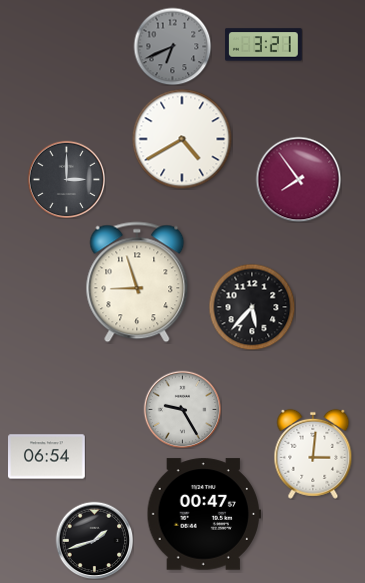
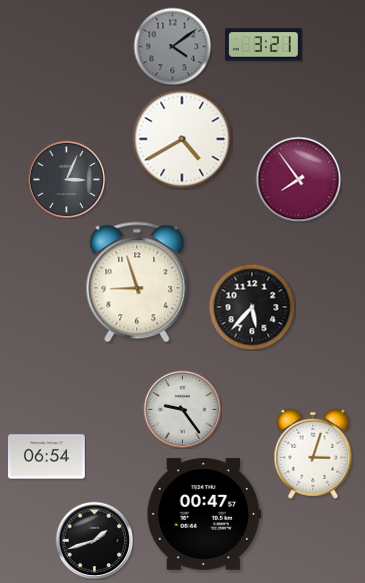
clock at (172, 46): 6:41 -> 4:09
clock at (66, 179): 3:00 -> 3:04
clock at (182, 409): 9:25 -> 9:24
clock at (313, 454): 3:01 -> 3:03
